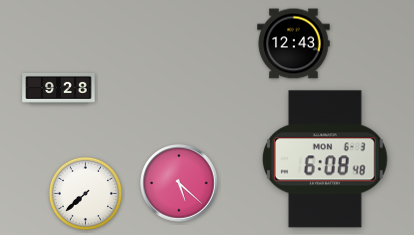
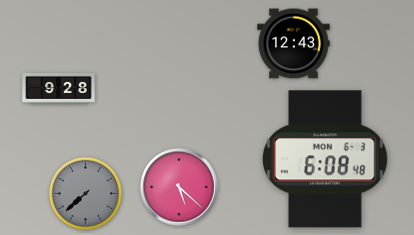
clock at (179, 183) position: (179, 183) -> (179, 187)
clock at (85, 193) dial: white -> grey
